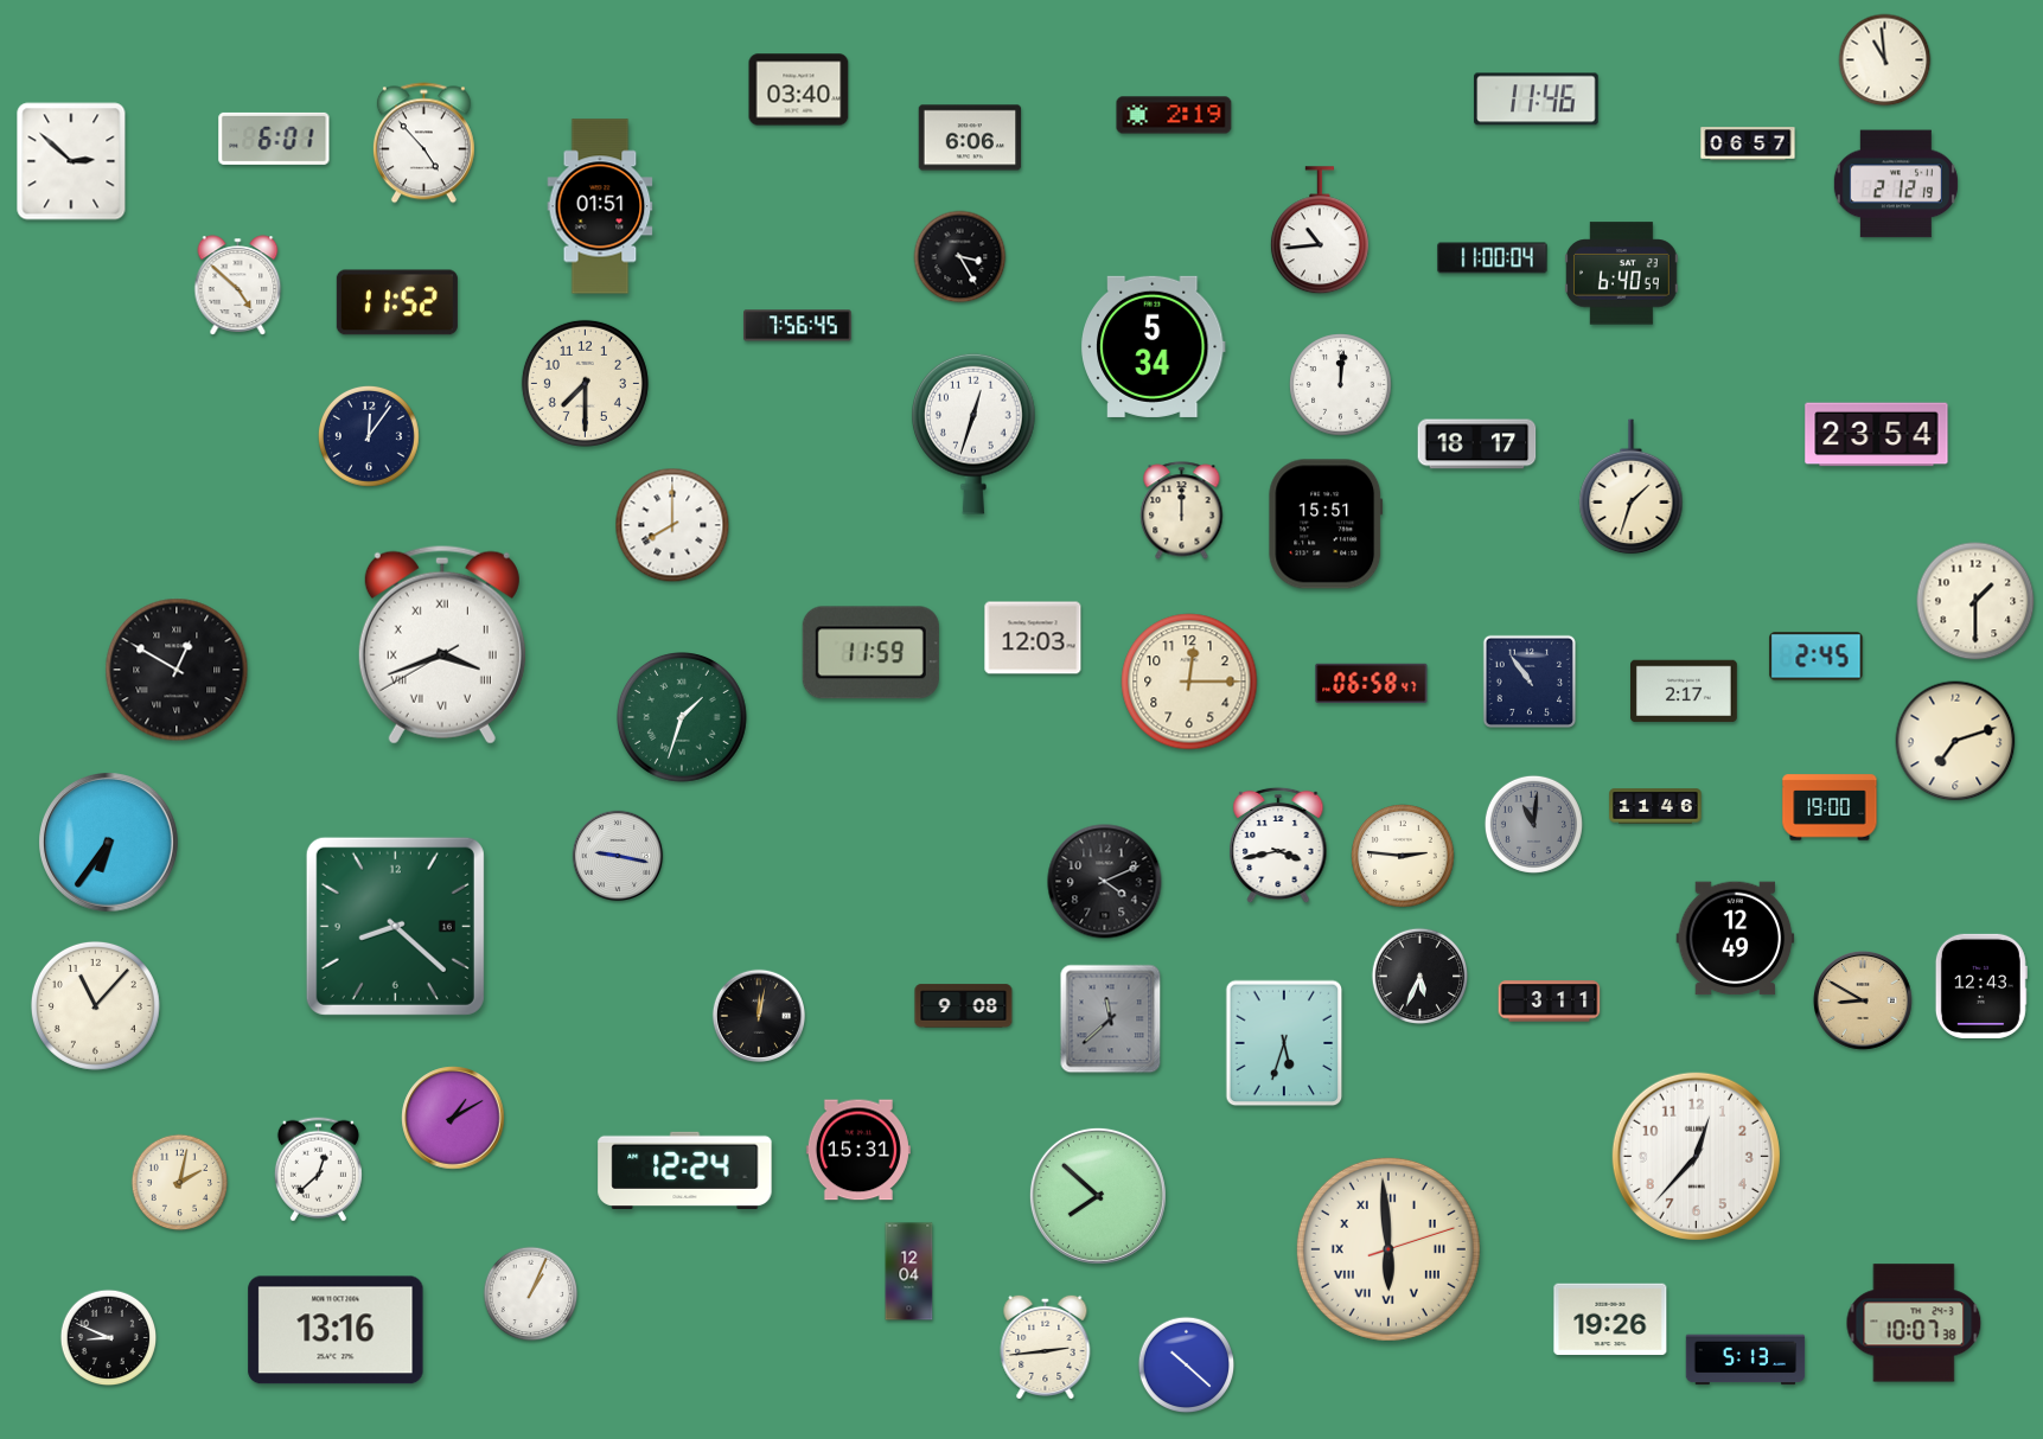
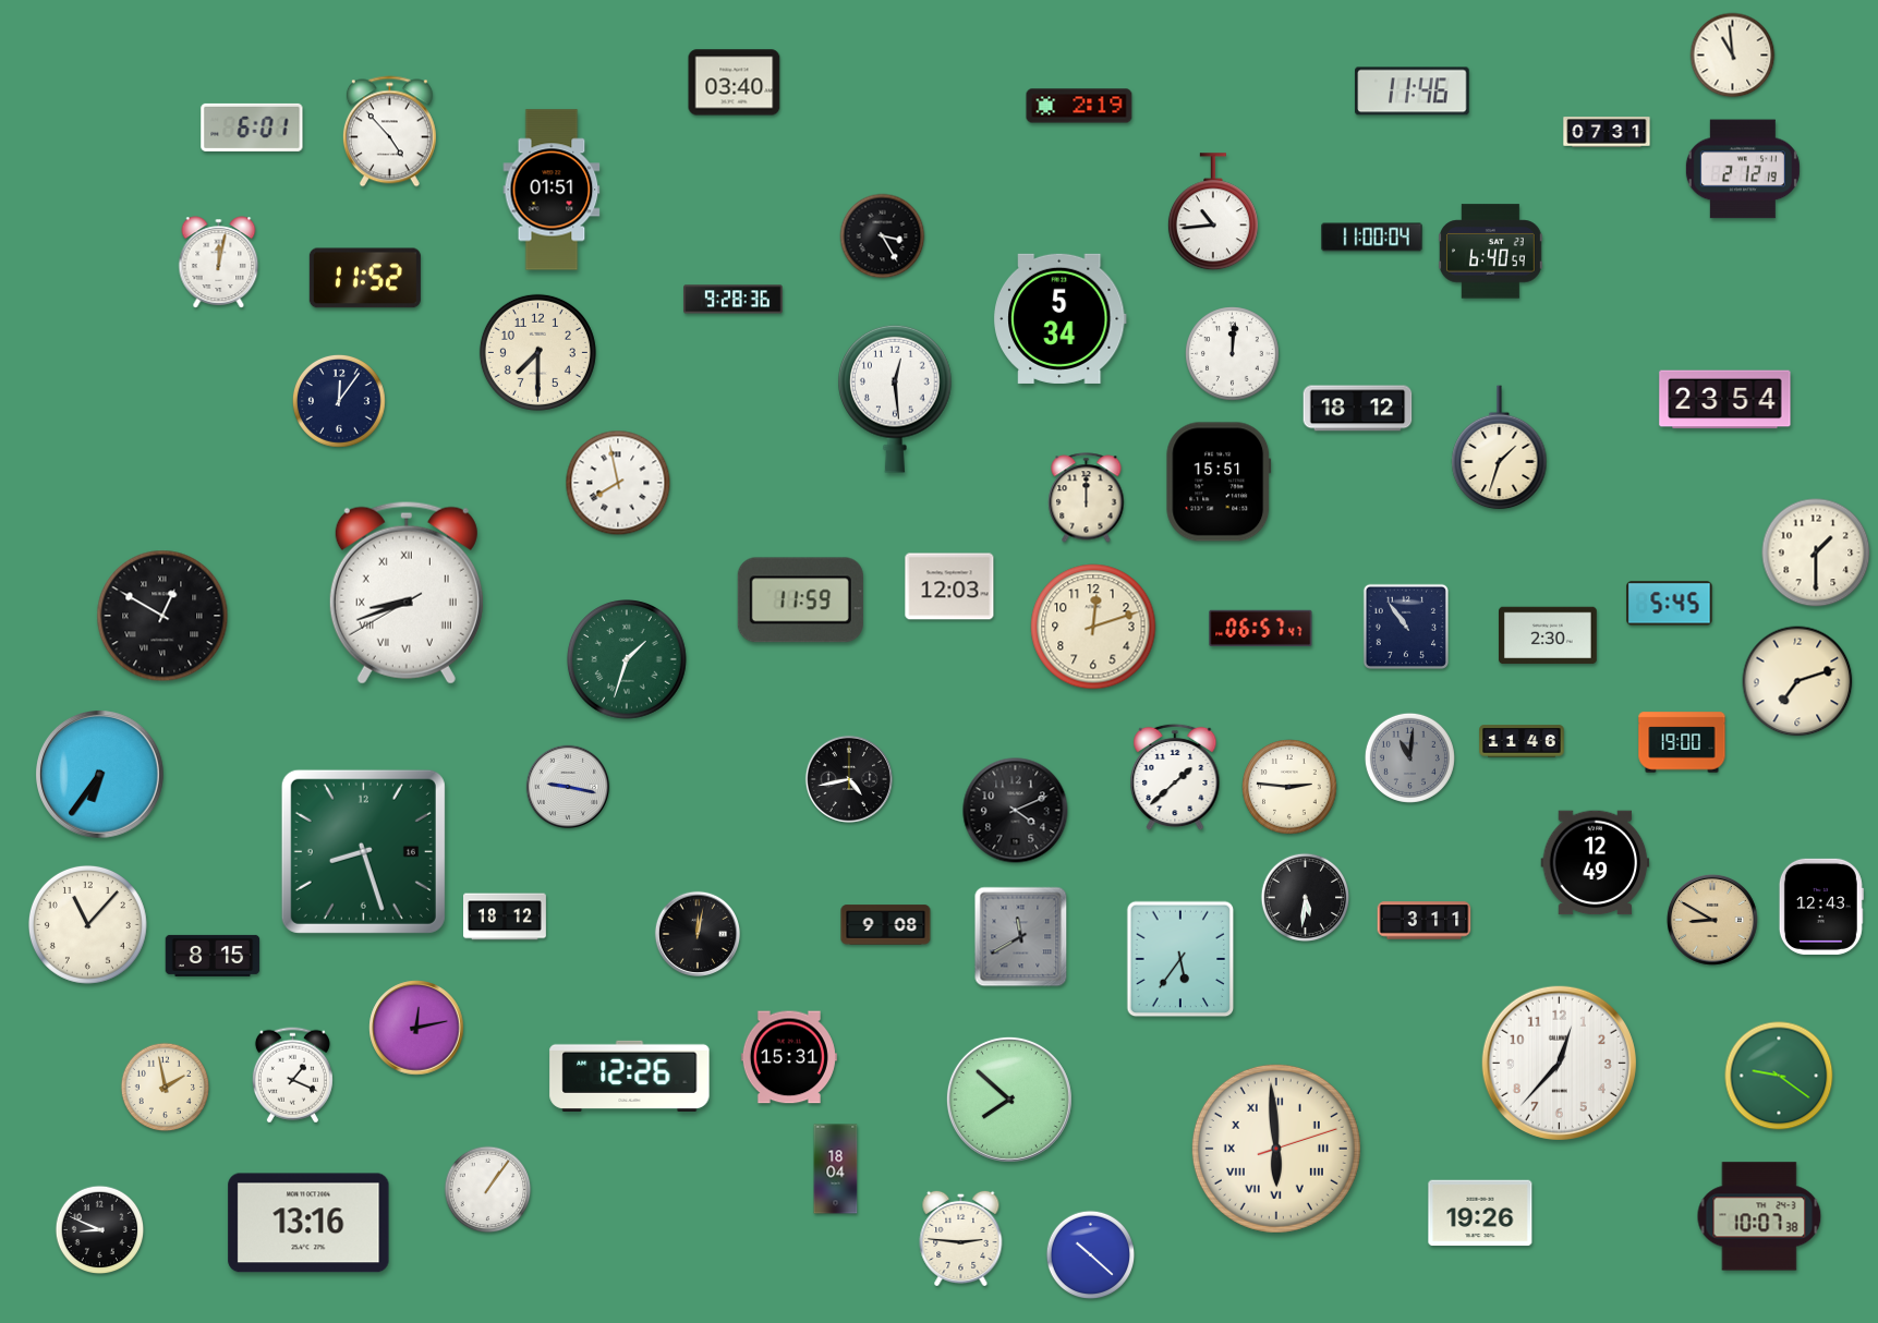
clock at (970, 137): 6:06 -> none
clock at (1748, 143): 06:57 -> 07:31
clock at (71, 161): 2:52 -> none
clock at (238, 286): 4:52 -> 12:02
clock at (798, 326): 7:56 -> 9:28
clock at (973, 434): 12:33 -> 12:29
clock at (1477, 445): 18:17 -> 18:12
clock at (1182, 511) position: (1182, 511) -> (1087, 498)
clock at (672, 525): 8:00 -> 7:58
clock at (442, 645): 3:41 -> 8:41
clock at (1817, 657): 2:45 -> 5:45
clock at (1189, 682): 12:15 -> 12:12
clock at (1372, 683): 06:58 -> 06:57
clock at (1685, 691): 2:17 -> 2:30
clock at (1278, 845): 3:43 -> 1:38
clock at (849, 779): none -> 4:43
clock at (395, 926): 8:22 -> 8:27
clock at (1420, 977): 5:34 -> 5:31
clock at (506, 917): none -> 18:12
clock at (1111, 1019): 11:38 -> 11:40
clock at (213, 956): none -> 8:15
clock at (1284, 1043): 5:33 -> 5:36
clock at (453, 1118): 1:10 -> 12:13
clock at (318, 1170): 12:38 -> 1:19
clock at (685, 1170): 12:24 -> 12:26
clock at (1779, 1076): none -> 9:21
clock at (180, 1183): 2:02 -> 1:58
clock at (909, 1272): 12:04 -> 18:04
clock at (531, 1294): 1:04 -> 1:06
clock at (1046, 1345): 2:44 -> 2:46
clock at (1745, 1360): 5:13 -> none
